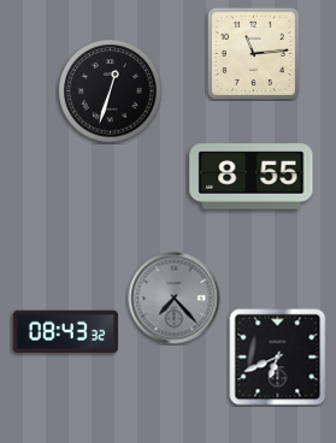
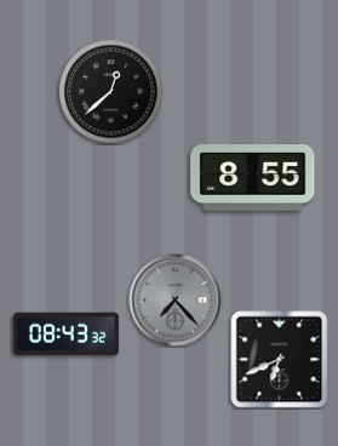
clock at (253, 53): 11:14 -> none
clock at (111, 91): 12:33 -> 12:38
